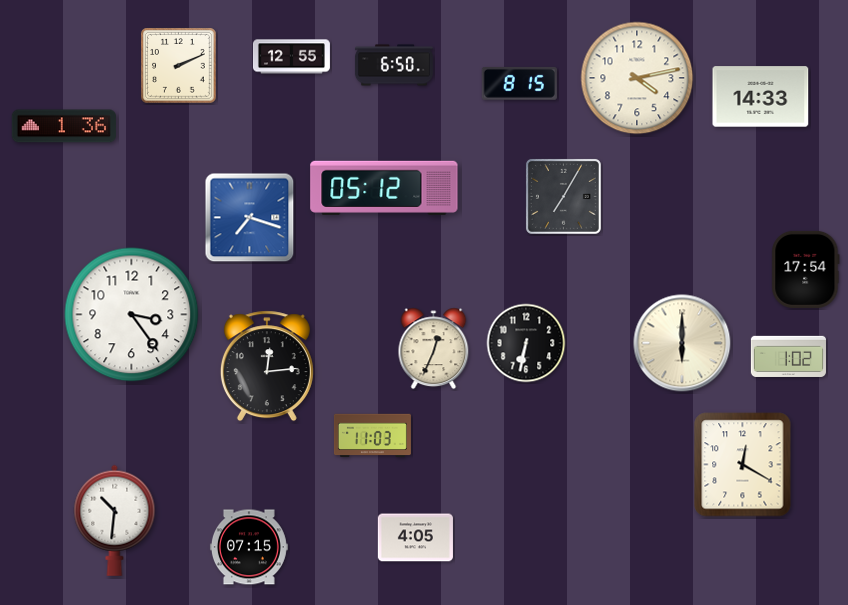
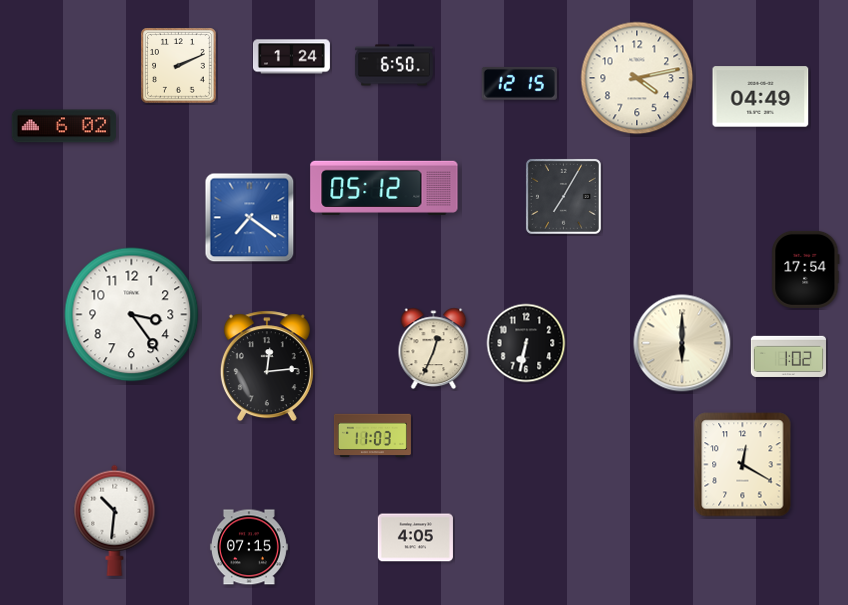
clock at (291, 57): 12:55 -> 1:24
clock at (519, 84): 8:15 -> 12:15
clock at (761, 97): 14:33 -> 04:49
clock at (63, 126): 1:36 -> 6:02
clock at (250, 218): 7:18 -> 7:21
